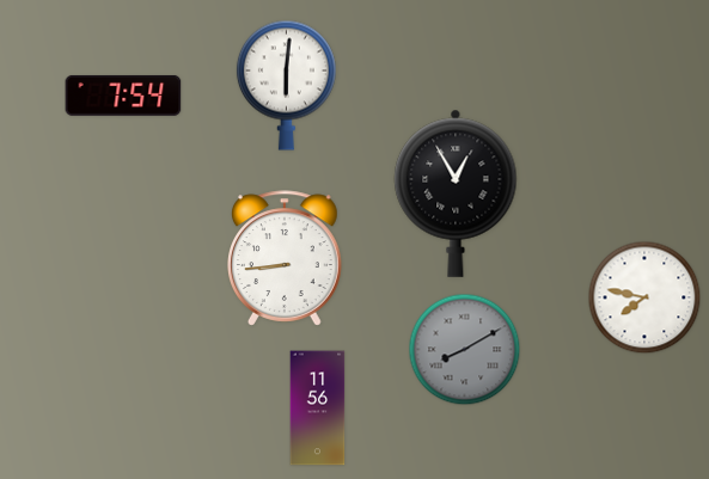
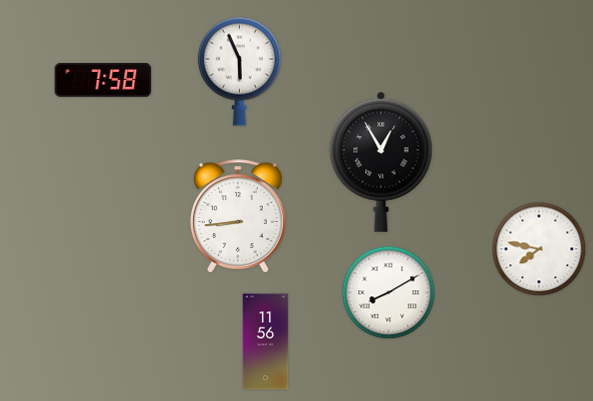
clock at (286, 85): 6:01 -> 5:56
clock at (123, 96): 7:54 -> 7:58
clock at (465, 350) dial: grey -> white
